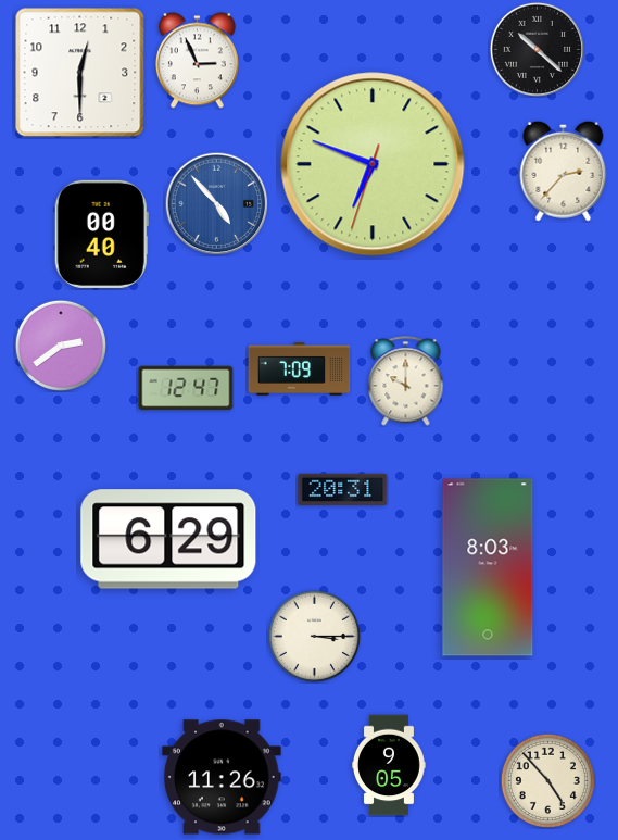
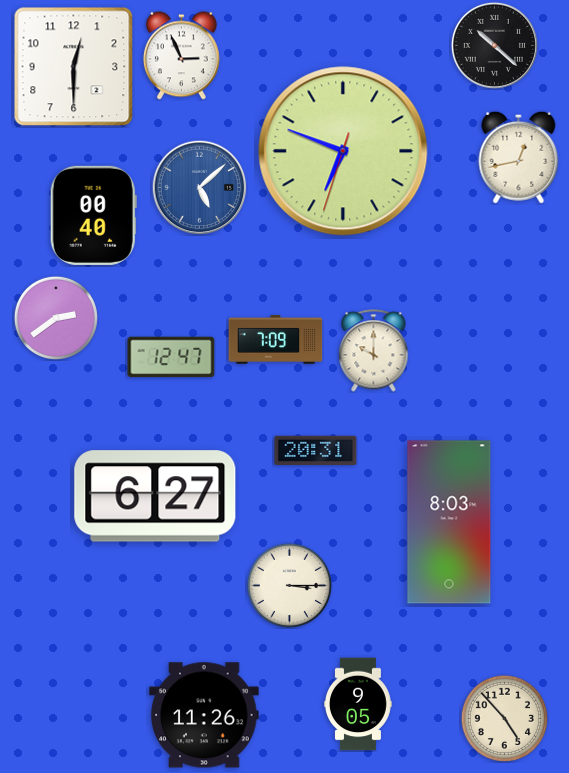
clock at (564, 171): 2:37 -> 12:43
clock at (216, 203): 4:53 -> 5:08
clock at (168, 539): 6:29 -> 6:27
